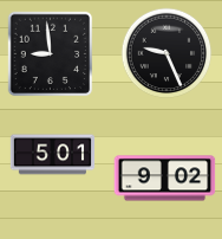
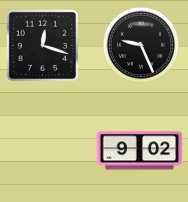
clock at (51, 54): 8:59 -> 12:18
clock at (52, 155): 5:01 -> none
